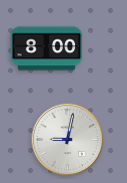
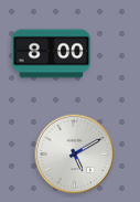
clock at (68, 140): 9:02 -> 5:10
